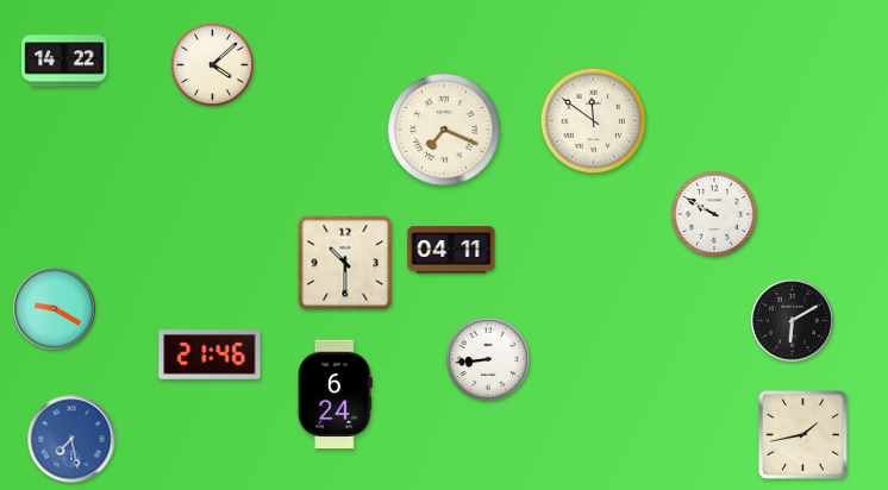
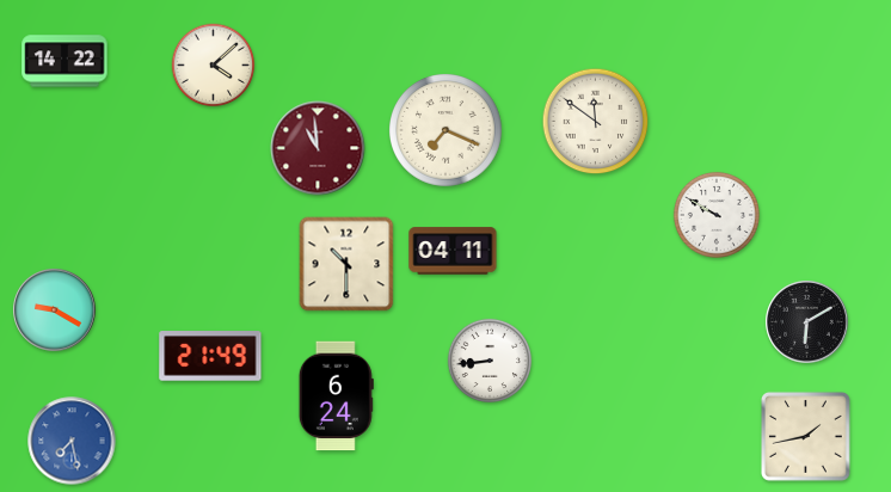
clock at (318, 148): none -> 10:59
clock at (793, 321) position: (793, 321) -> (807, 322)
clock at (210, 354): 21:46 -> 21:49
